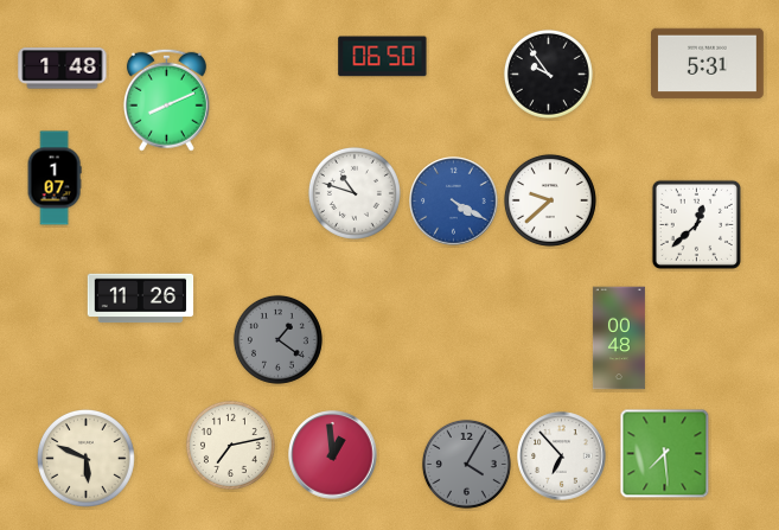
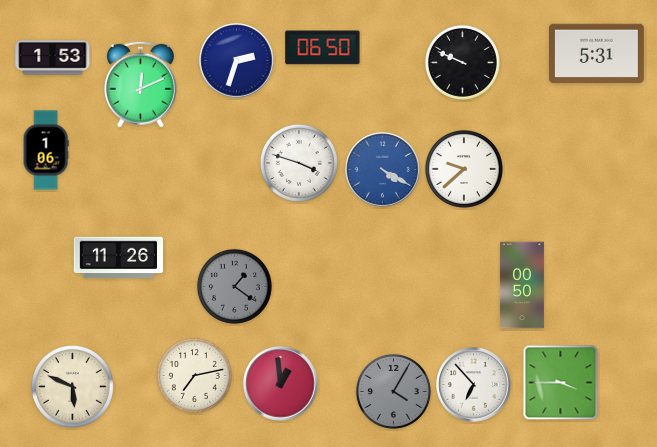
clock at (63, 69): 1:48 -> 1:53
clock at (237, 61): none -> 2:33
clock at (548, 74): 9:54 -> 9:49
clock at (166, 100): 8:11 -> 12:11
clock at (55, 178): 1:07 -> 1:06
clock at (355, 193): 10:48 -> 3:48
clock at (696, 224): 12:38 -> none
clock at (141, 299) position: (141, 299) -> (119, 258)
clock at (619, 338): 00:48 -> 00:50
clock at (665, 454): 7:29 -> 3:45
